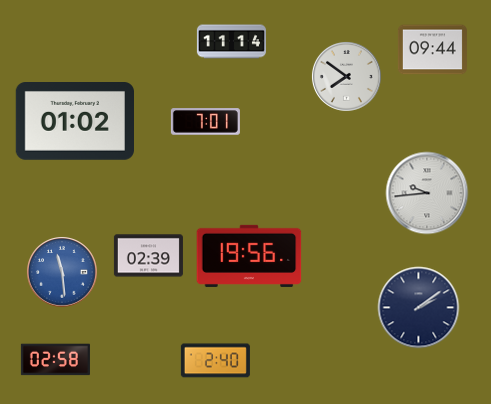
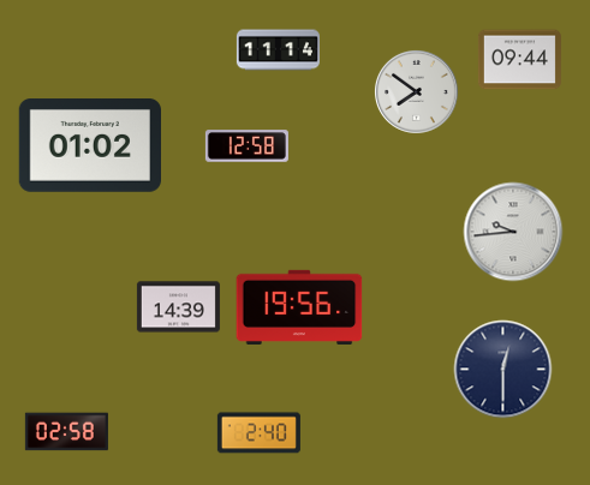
clock at (205, 122): 7:01 -> 12:58
clock at (148, 256): 02:39 -> 14:39
clock at (63, 273): 11:29 -> none
clock at (419, 308): 2:09 -> 12:30
